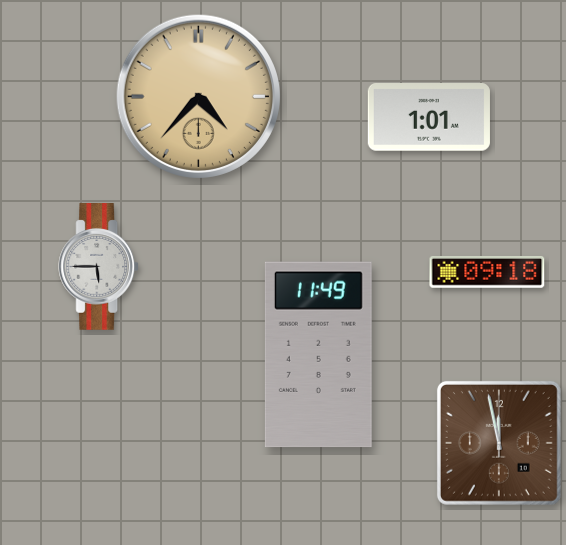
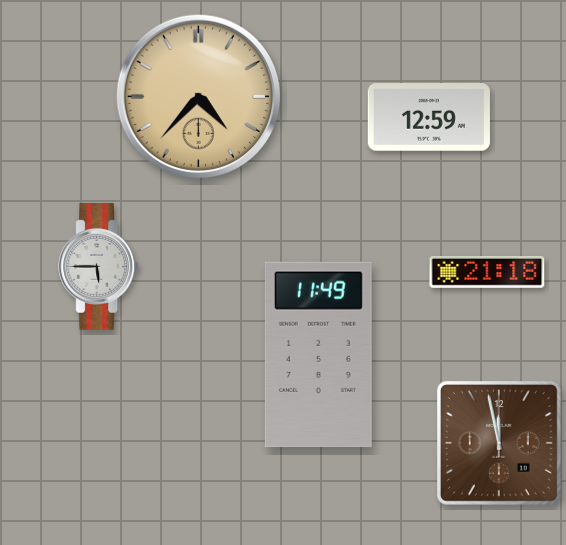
clock at (429, 118): 1:01 -> 12:59
clock at (487, 272): 09:18 -> 21:18
